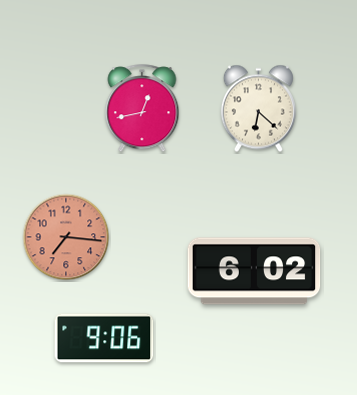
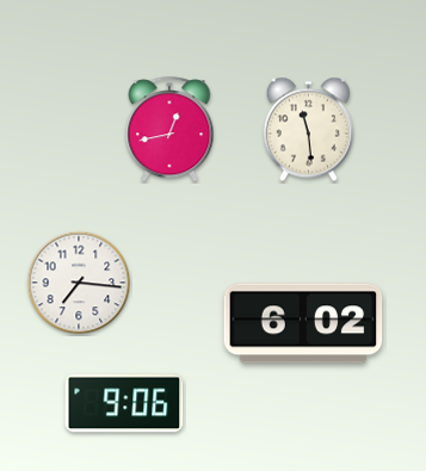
clock at (258, 109): 6:22 -> 11:29
clock at (66, 237) dial: salmon -> white
